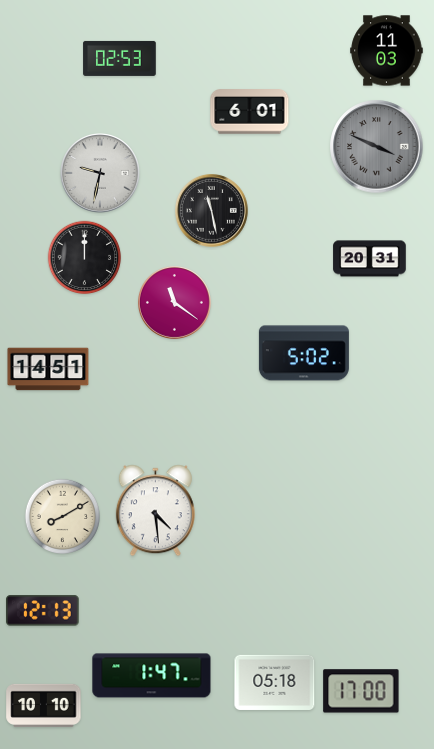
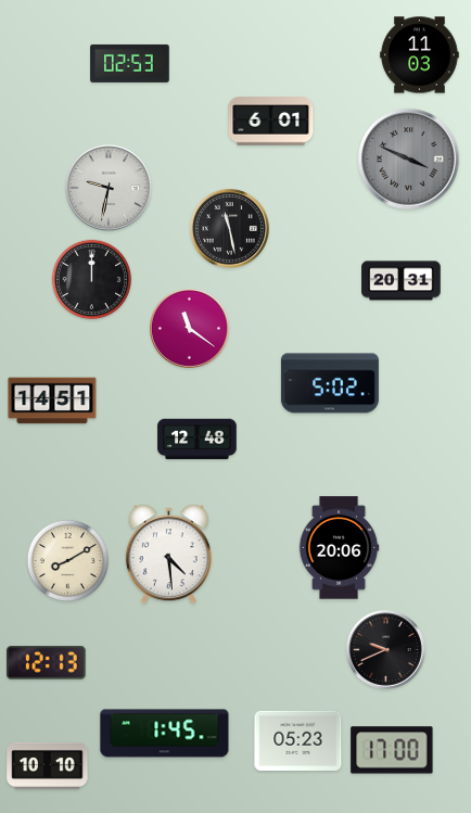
clock at (198, 440): none -> 12:48
clock at (339, 548): none -> 20:06
clock at (386, 650): none -> 9:41
clock at (152, 676): 1:47 -> 1:45
clock at (275, 682): 05:18 -> 05:23
